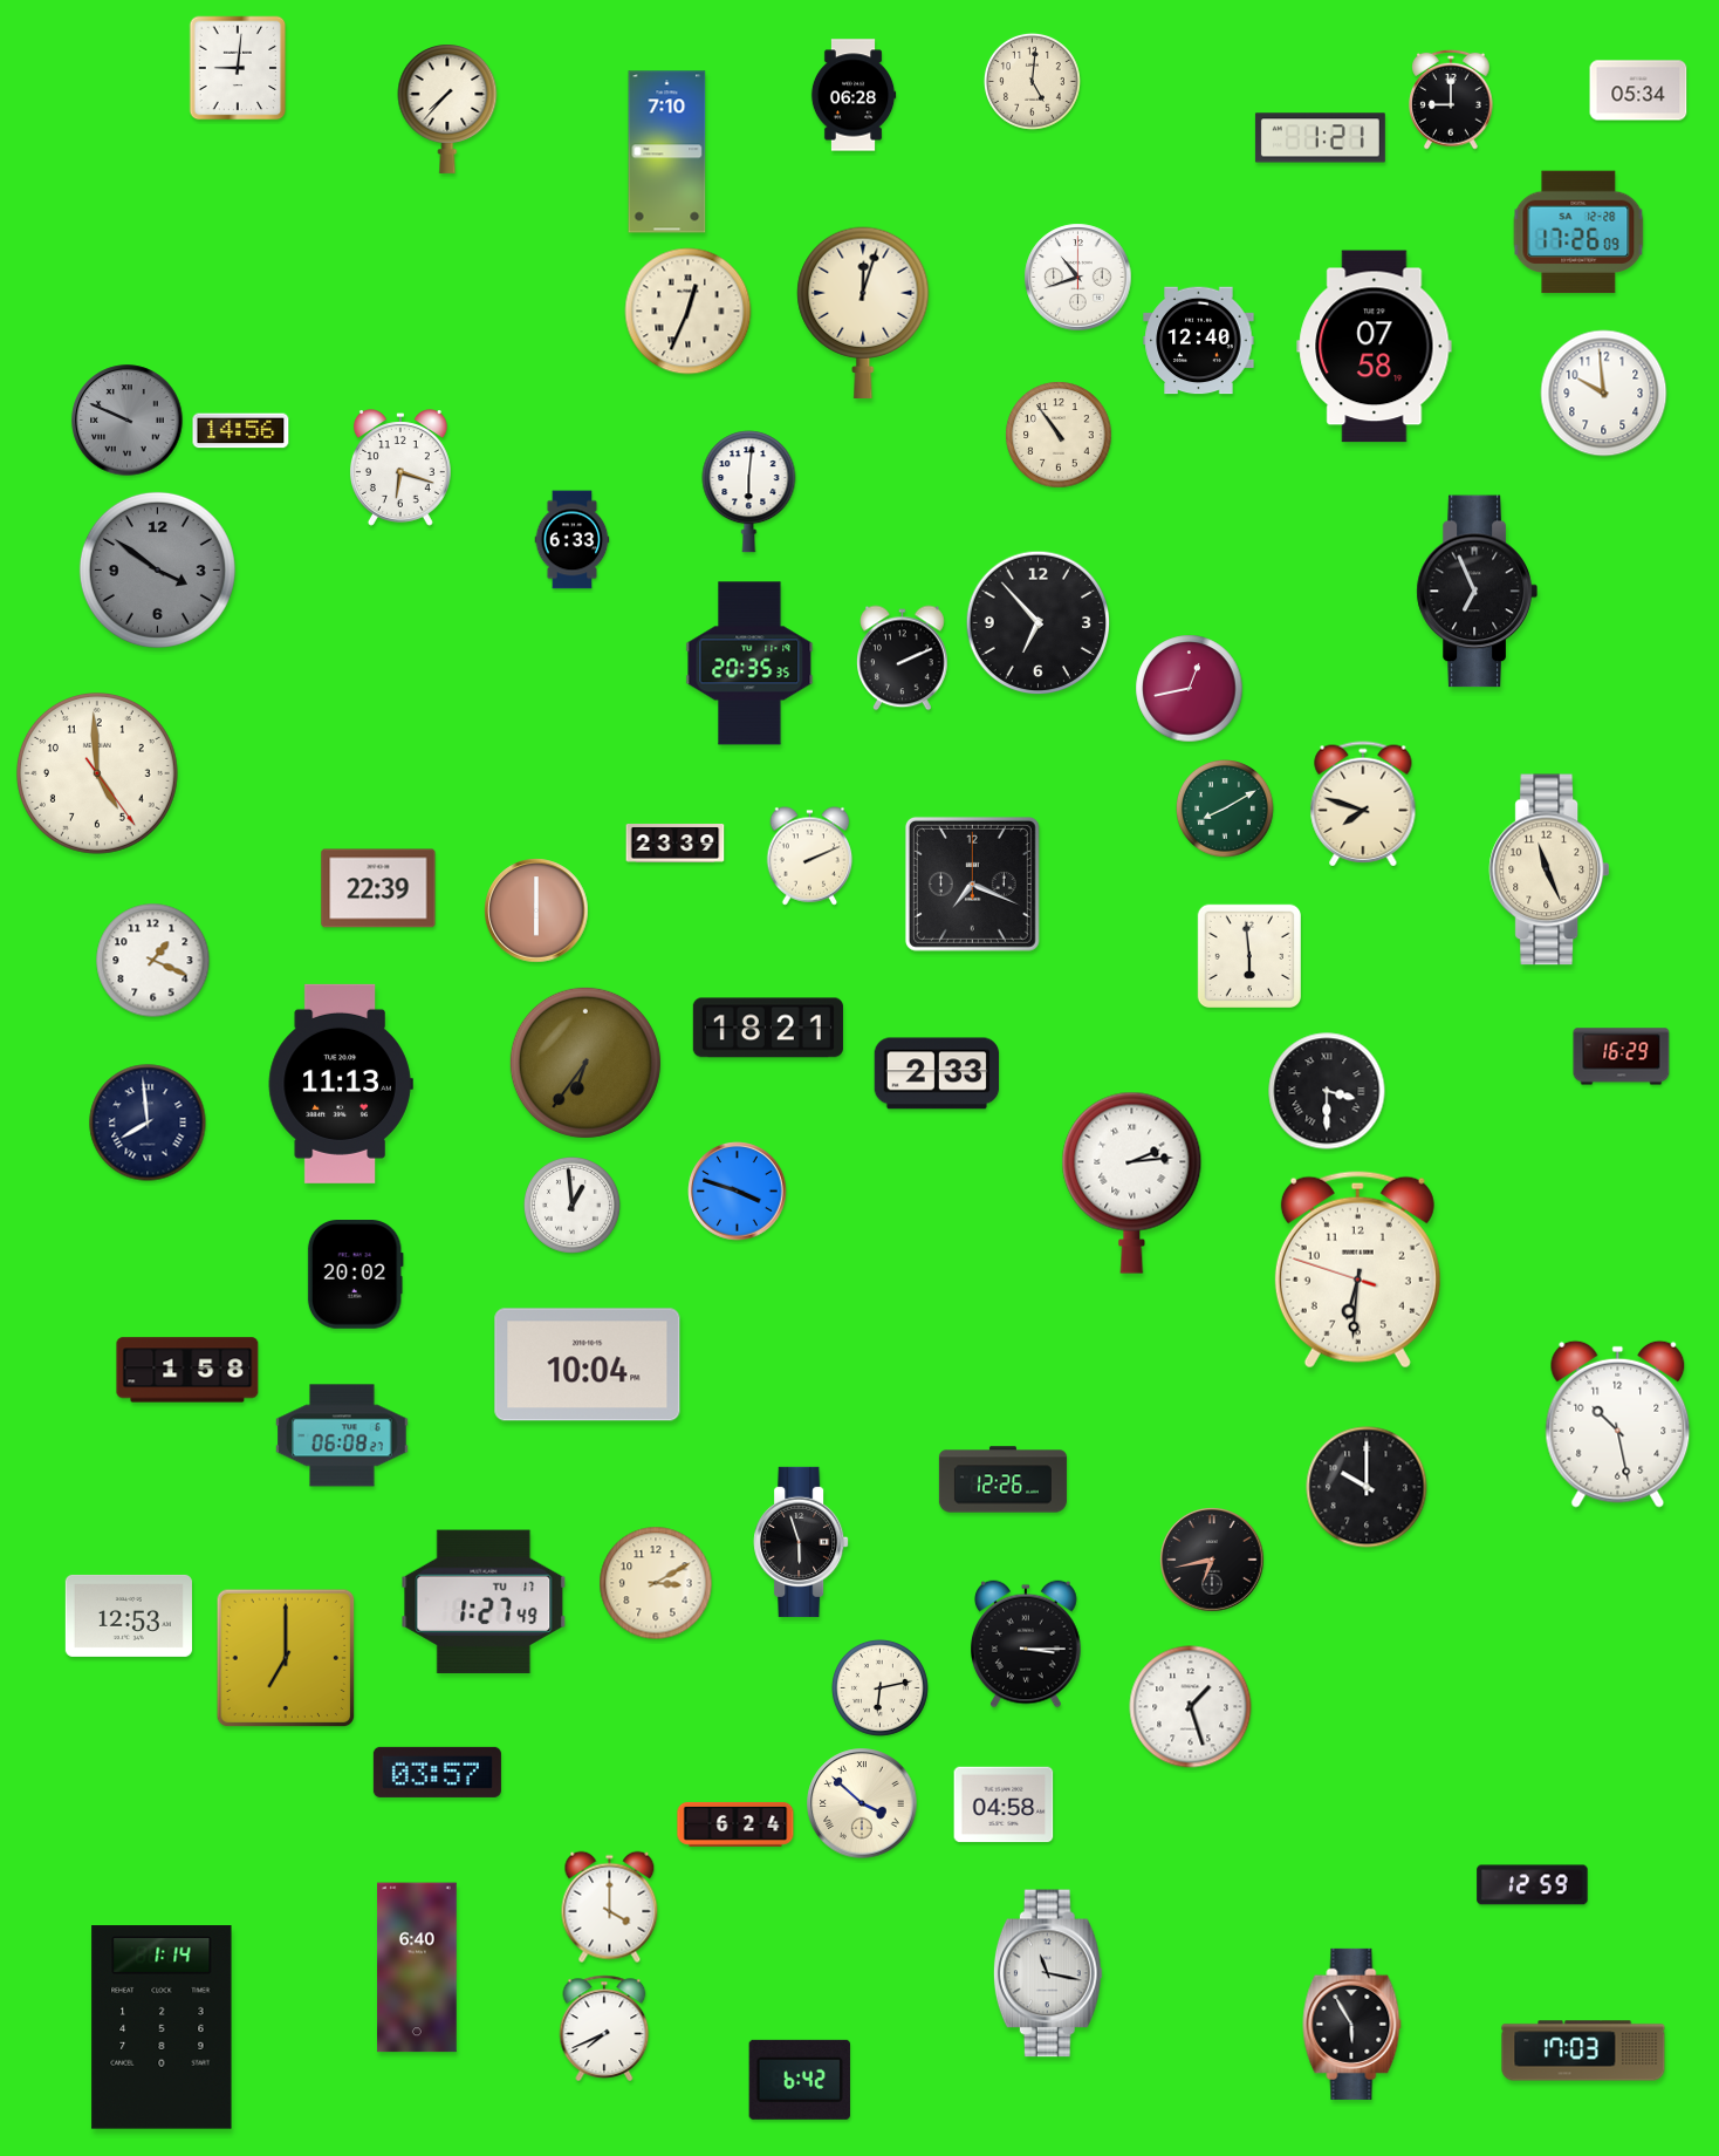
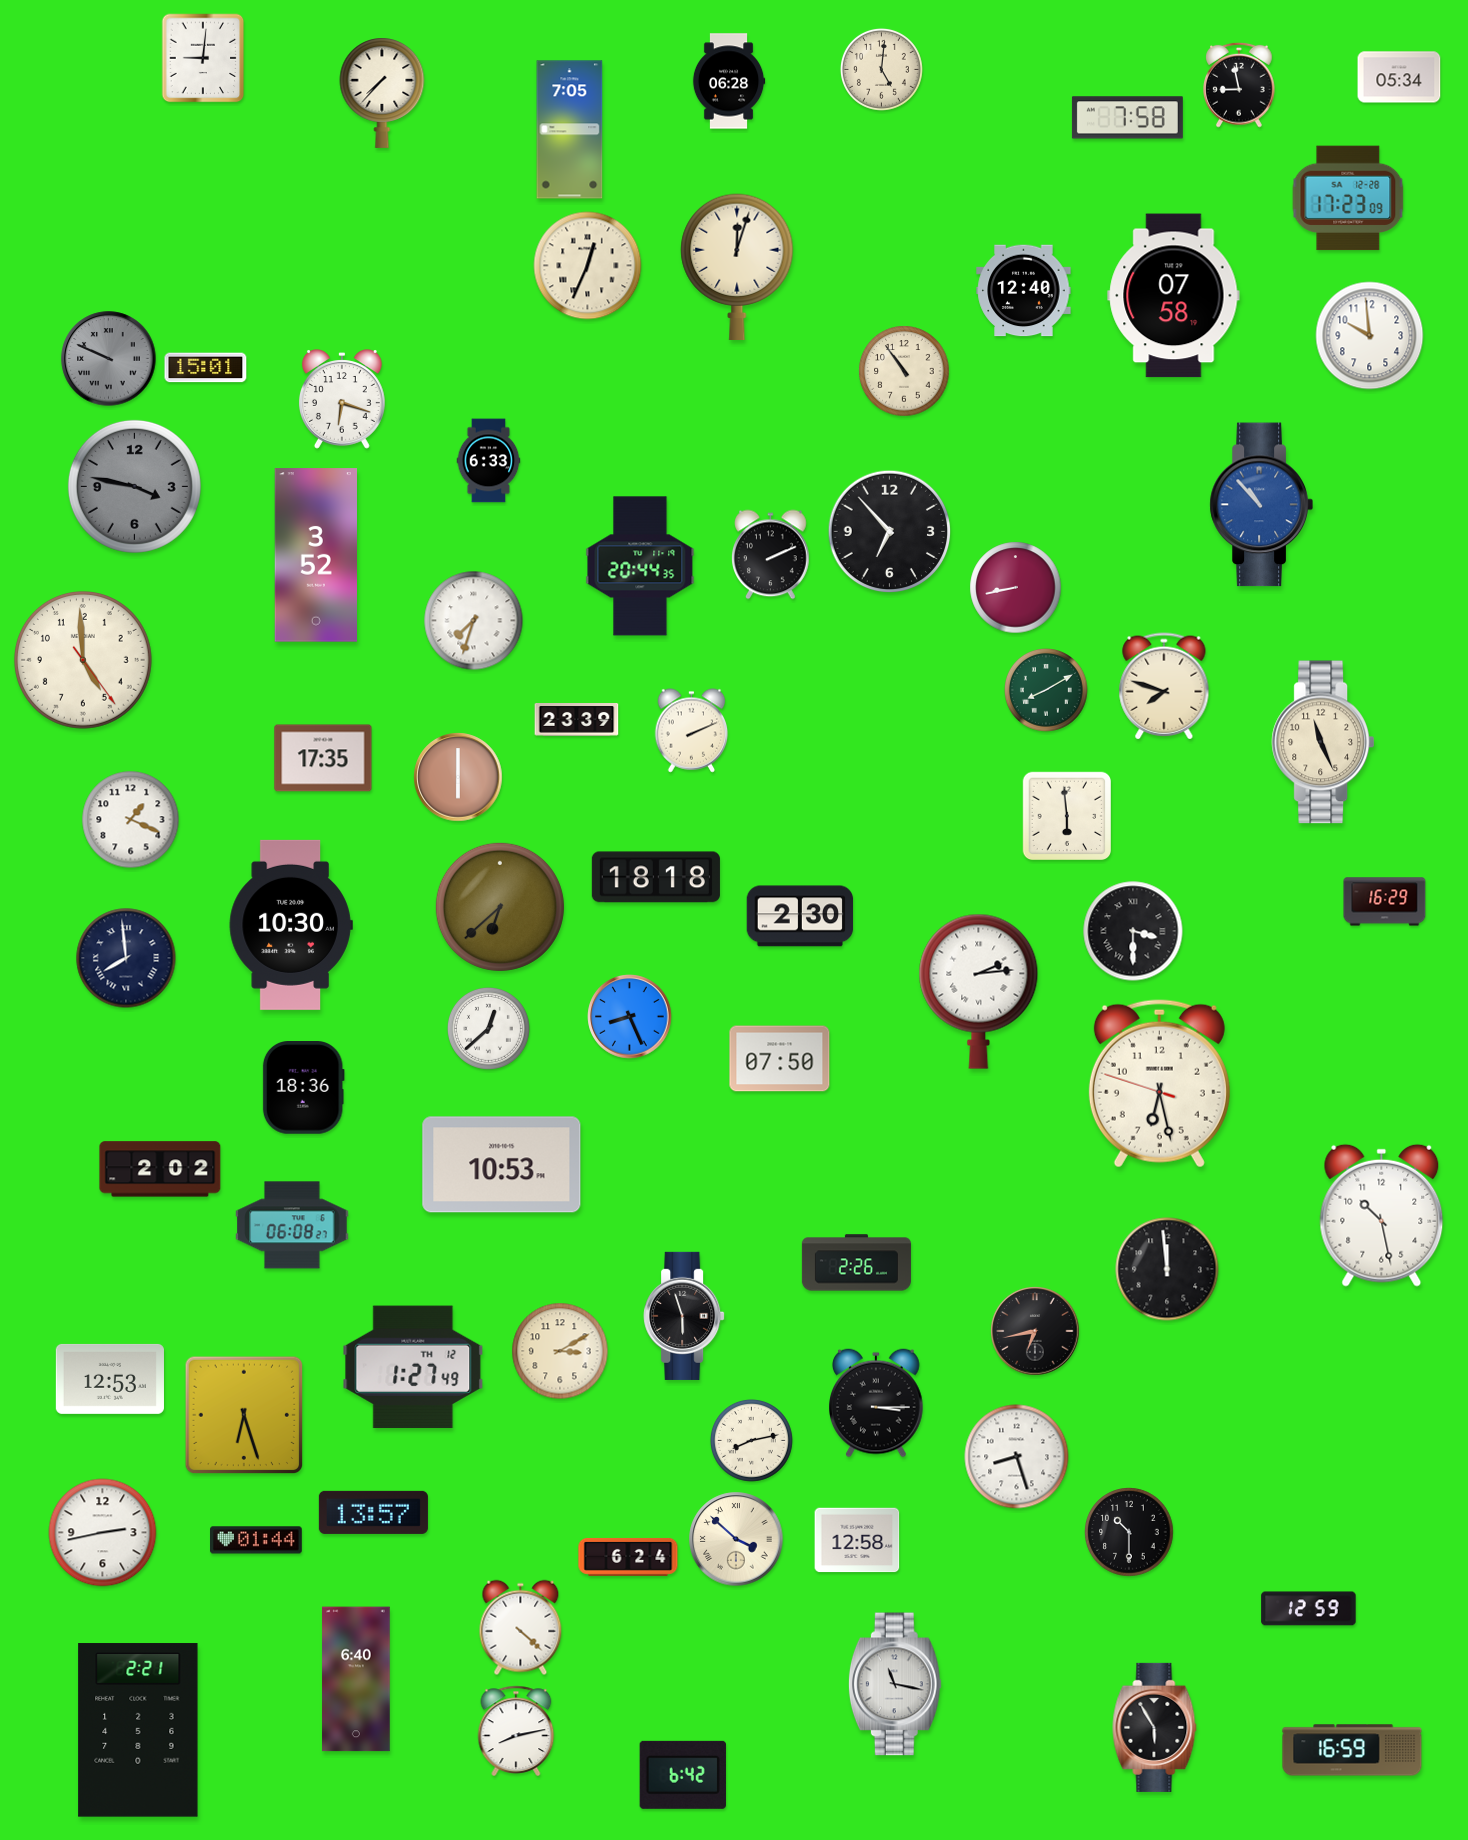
clock at (1452, 100): 9:00 -> 8:58
clock at (1320, 138): 1:21 -> 7:58
clock at (667, 152): 7:10 -> 7:05
clock at (1578, 232): 17:26 -> 17:23
clock at (1078, 278): 10:42 -> none
clock at (241, 431): 14:56 -> 15:01
clock at (749, 492): 6:01 -> none
clock at (157, 569): 3:51 -> 3:47
clock at (1477, 592): 6:56 -> 10:53
clock at (1477, 592) dial: black -> blue
clock at (1039, 623) position: (1039, 623) -> (890, 532)
clock at (315, 555): none -> 3:52
clock at (903, 659) position: (903, 659) -> (771, 555)
clock at (749, 663): 20:35 -> 20:44
clock at (1190, 689): 12:43 -> 8:43
clock at (474, 621): none -> 7:33
clock at (972, 883): 7:19 -> none
clock at (378, 888): 22:39 -> 17:35
clock at (768, 1028): 18:21 -> 18:18
clock at (585, 1063): 6:36 -> 6:38
clock at (937, 1073): 2:33 -> 2:30
clock at (341, 1084): 11:13 -> 10:30
clock at (1132, 1182) position: (1132, 1182) -> (979, 991)
clock at (738, 1192): 3:48 -> 8:26
clock at (571, 1205): 12:59 -> 12:38
clock at (780, 1059): none -> 07:50
clock at (1357, 1270): 6:30 -> 6:27
clock at (355, 1275): 20:02 -> 18:36
clock at (588, 1365): 10:04 -> 10:53
clock at (187, 1370): 1:58 -> 2:02
clock at (1002, 1480): 12:26 -> 2:26
clock at (1367, 1487): 10:00 -> 11:59
clock at (484, 1602) date: TU 17 -> TH 12
clock at (286, 1658): 7:00 -> 6:27
clock at (879, 1687): 6:13 -> 8:13
clock at (1191, 1707): 1:27 -> 8:27
clock at (437, 1772): 03:57 -> 13:57
clock at (1129, 1532): none -> 10:30
clock at (103, 1533): none -> 2:43
clock at (257, 1540): none -> 01:44
clock at (1004, 1804): 04:58 -> 12:58
clock at (610, 1908): 4:00 -> 4:22
clock at (162, 2027): 1:14 -> 2:21
clock at (604, 2028): 7:41 -> 8:13
clock at (1583, 2051): 17:03 -> 16:59
